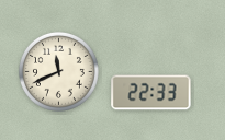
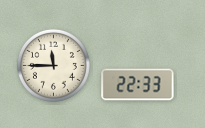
clock at (58, 71): 11:41 -> 11:45
